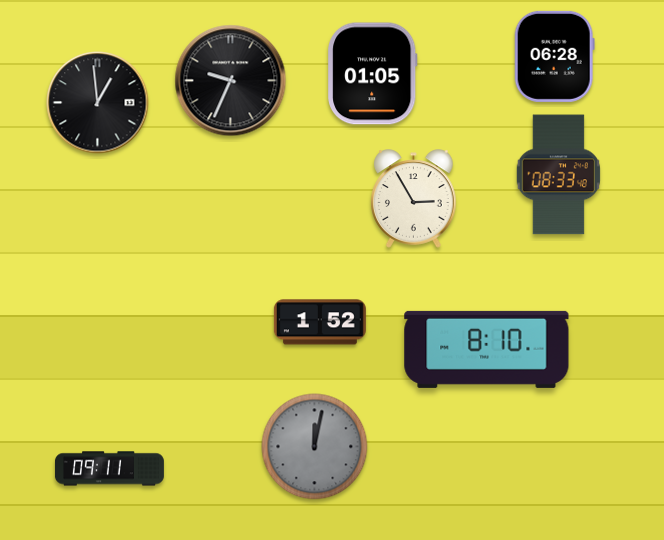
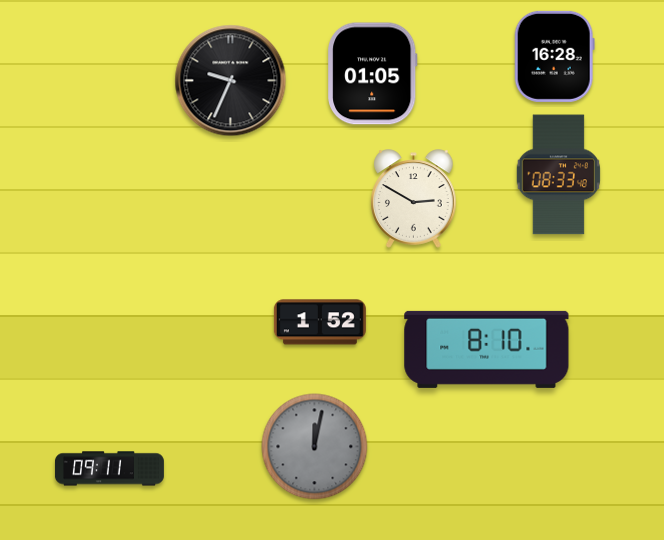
clock at (554, 56): 06:28 -> 16:28
clock at (98, 103): 12:59 -> none
clock at (414, 199): 2:55 -> 2:50
